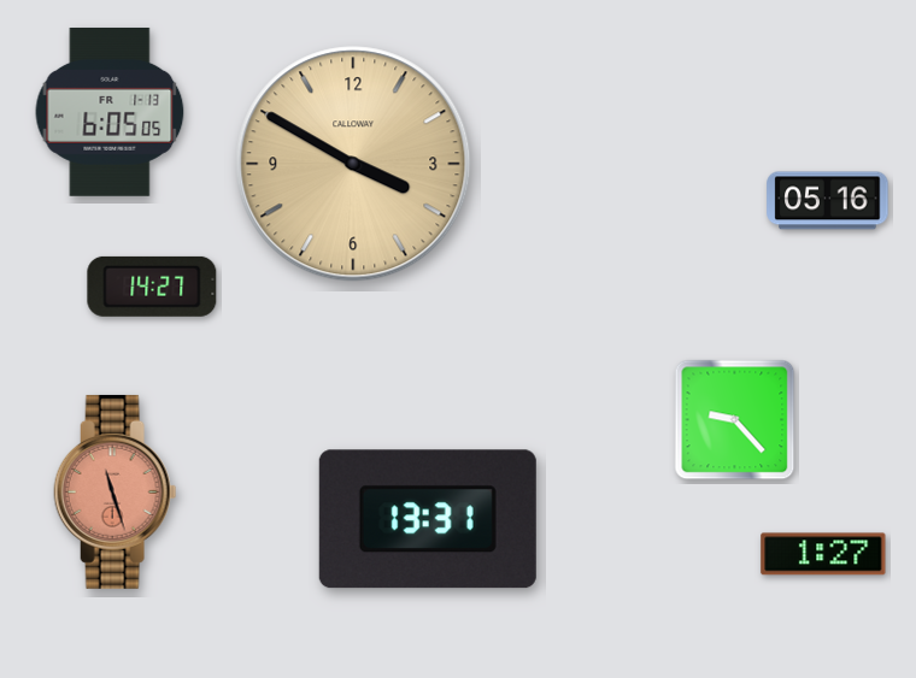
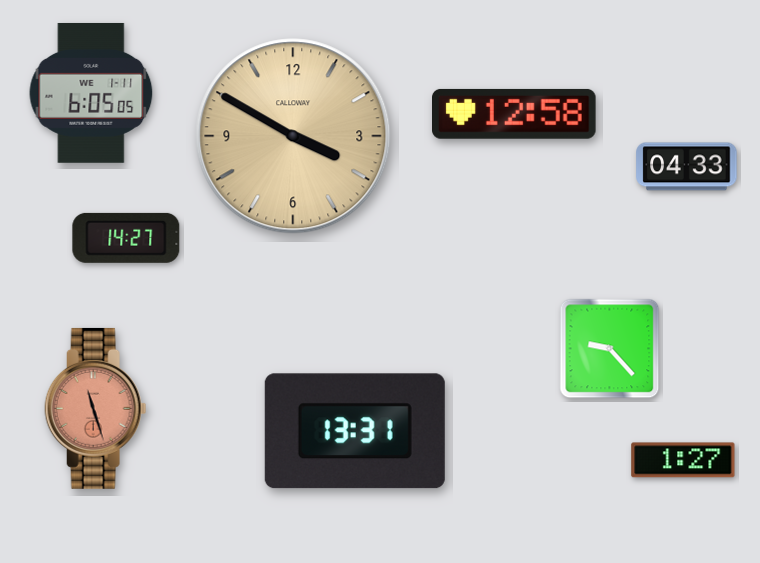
clock at (110, 112) date: FR 1-13 -> WE 1-11
clock at (514, 114): none -> 12:58
clock at (828, 201): 05:16 -> 04:33
